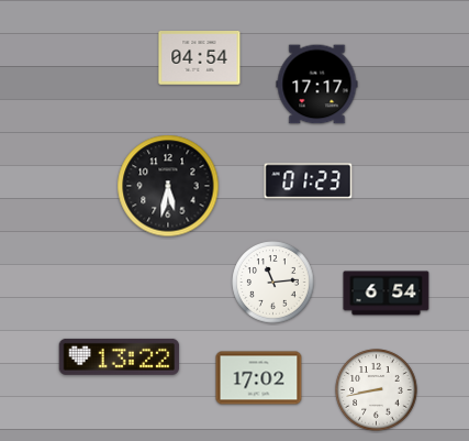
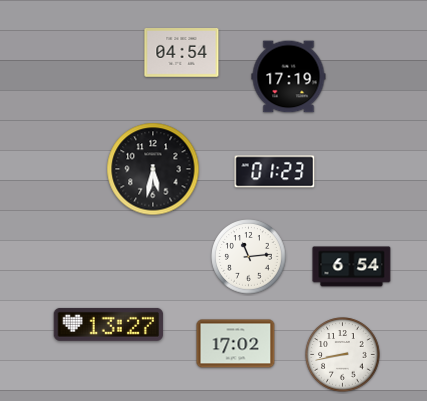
clock at (317, 85): 17:17 -> 17:19
clock at (309, 181) position: (309, 181) -> (275, 172)
clock at (120, 356): 13:22 -> 13:27
